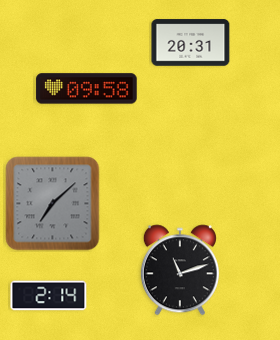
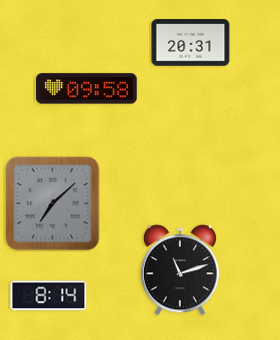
clock at (49, 296): 2:14 -> 8:14
